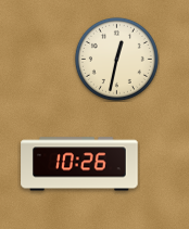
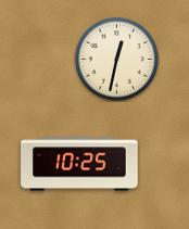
clock at (79, 164): 10:26 -> 10:25
